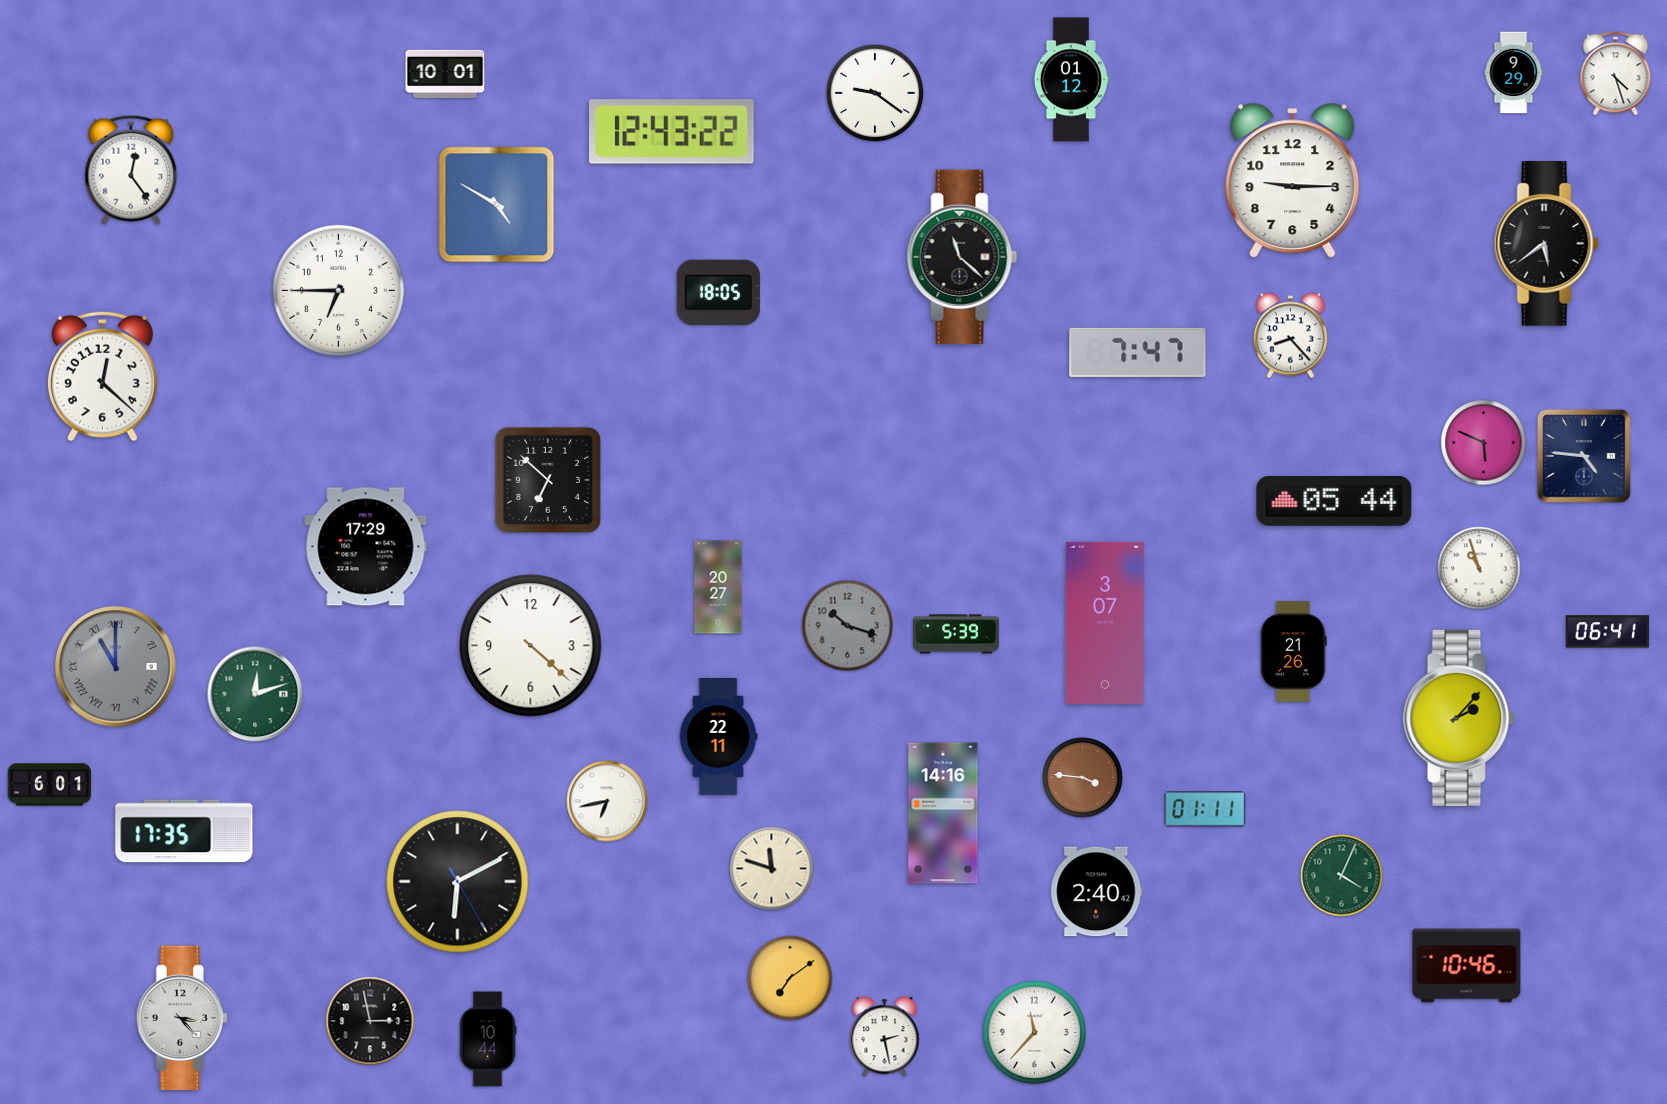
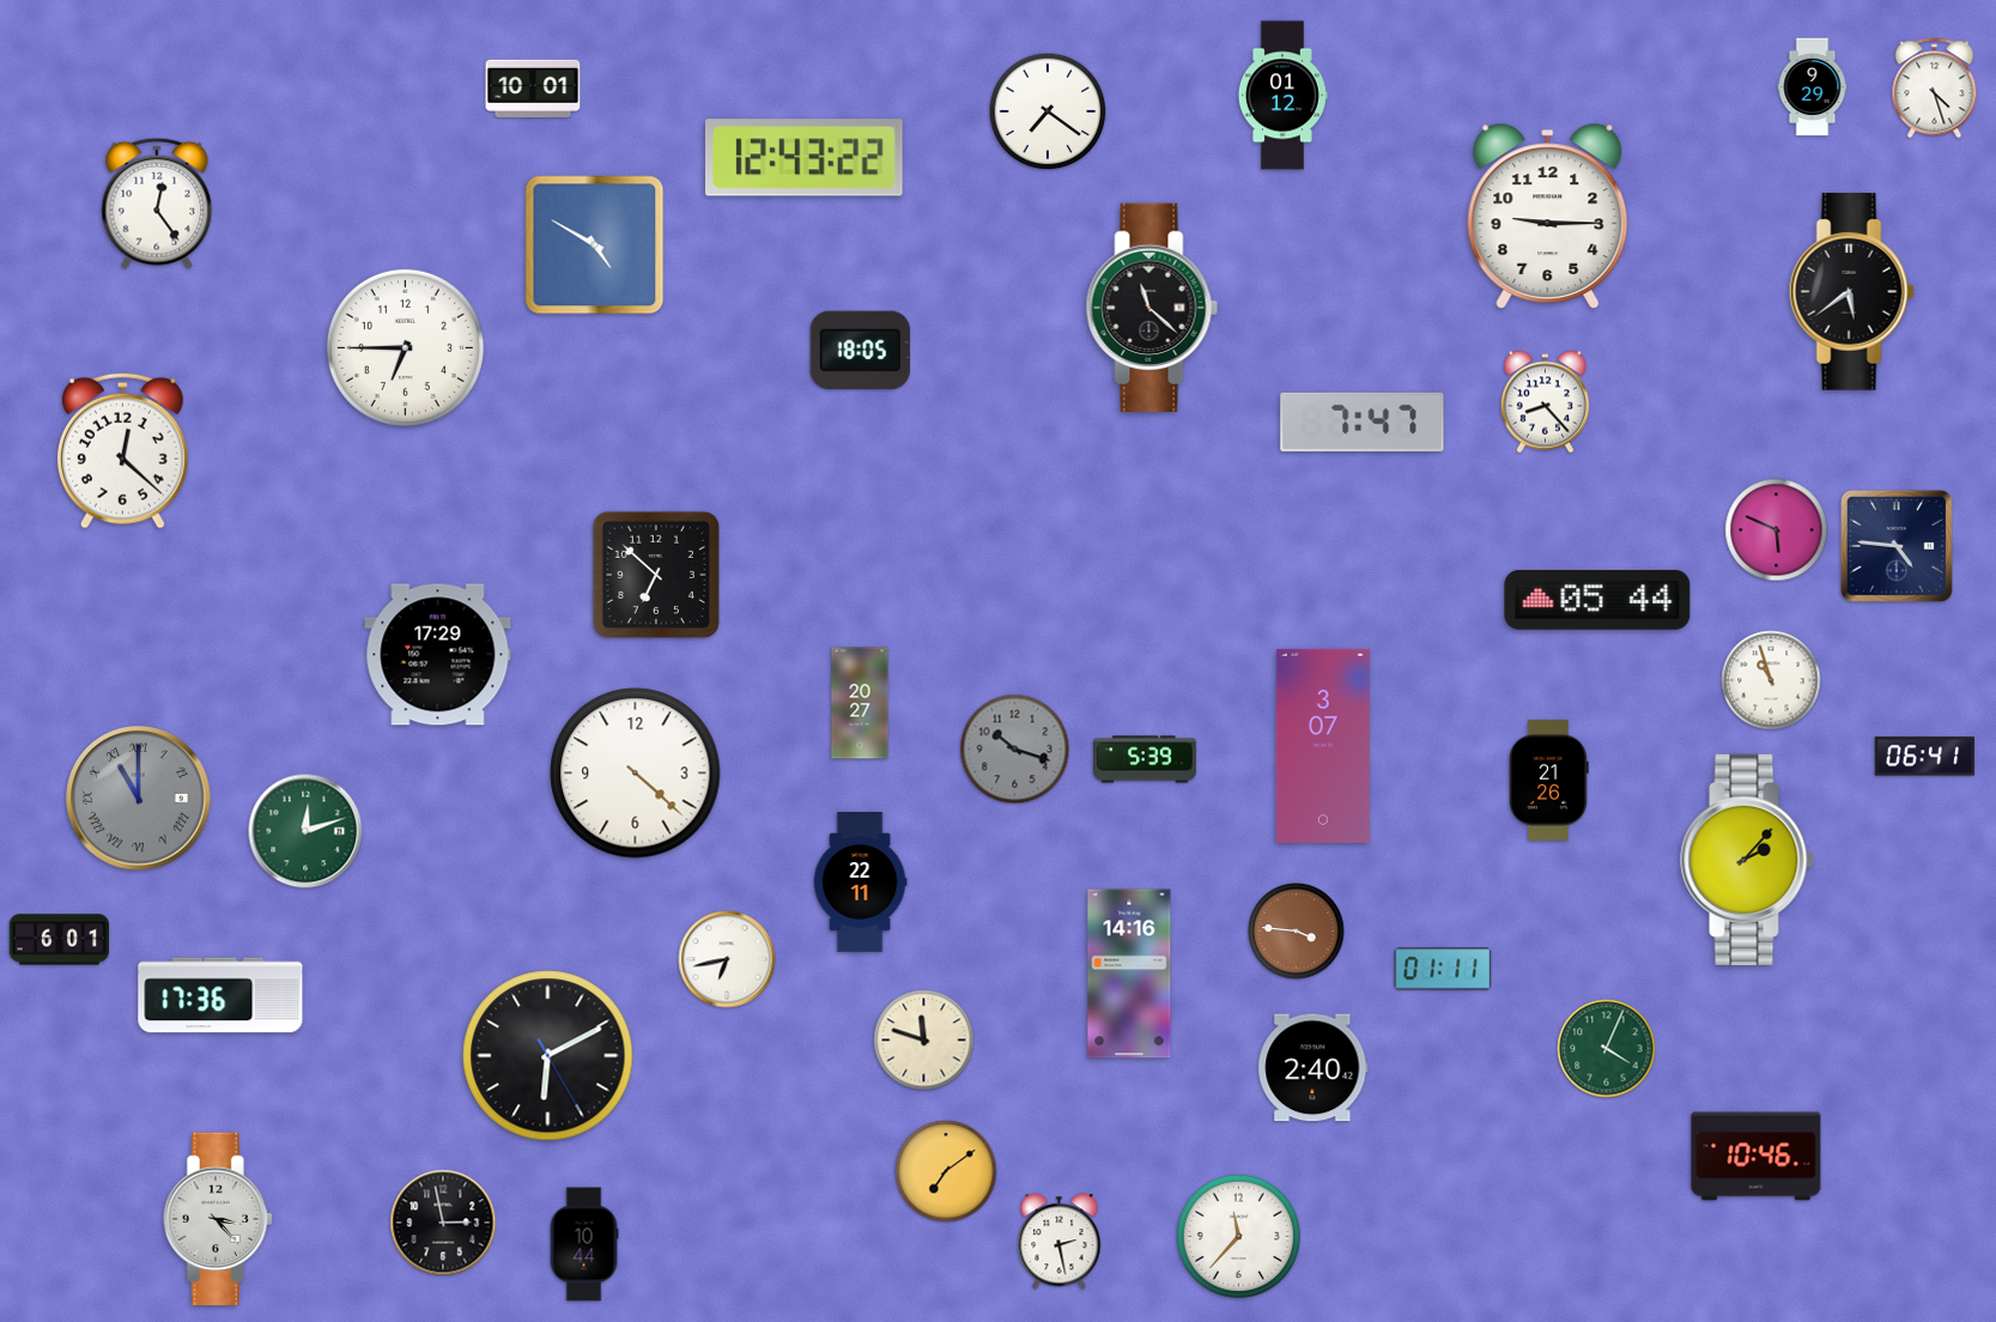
clock at (875, 93): 9:21 -> 7:21
clock at (184, 831): 17:35 -> 17:36
